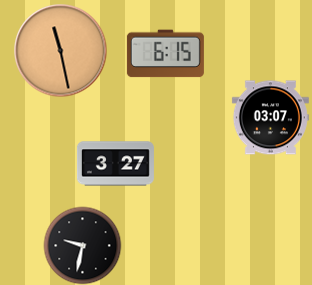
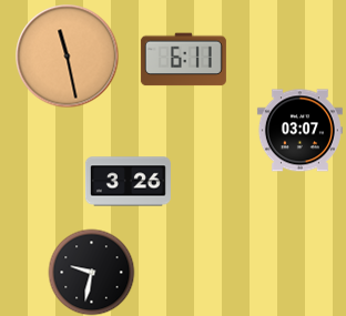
clock at (165, 54): 6:15 -> 6:11
clock at (115, 164): 3:27 -> 3:26
